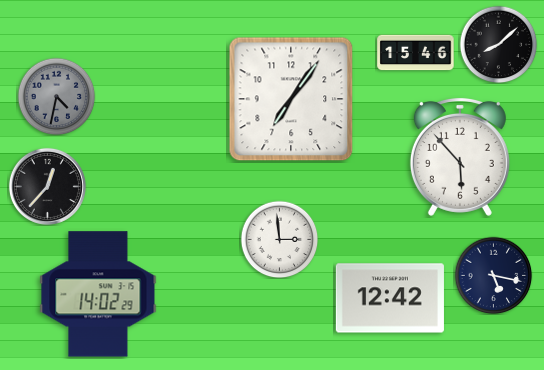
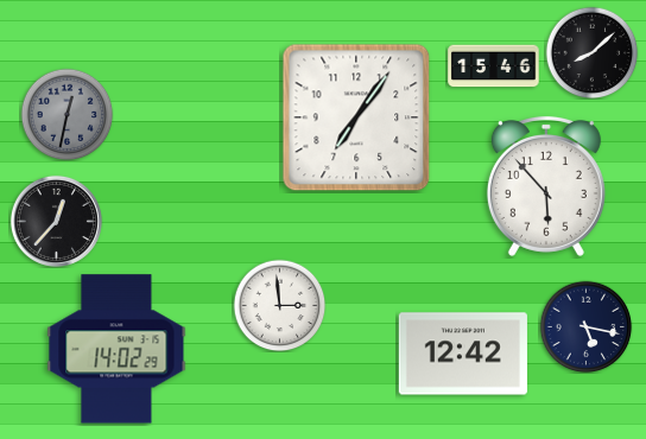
clock at (416, 53) position: (416, 53) -> (494, 66)
clock at (56, 96): 4:32 -> 12:32
clock at (291, 99) position: (291, 99) -> (356, 117)
clock at (279, 239) position: (279, 239) -> (279, 305)
